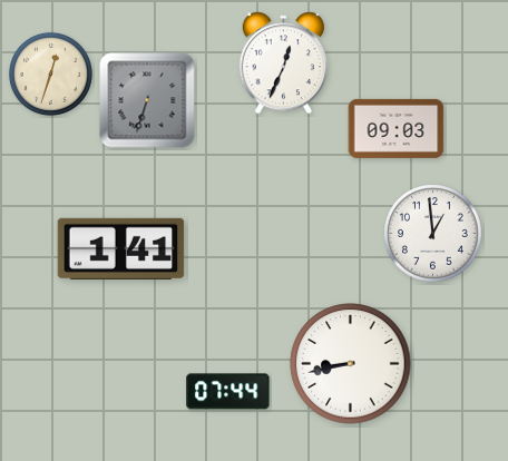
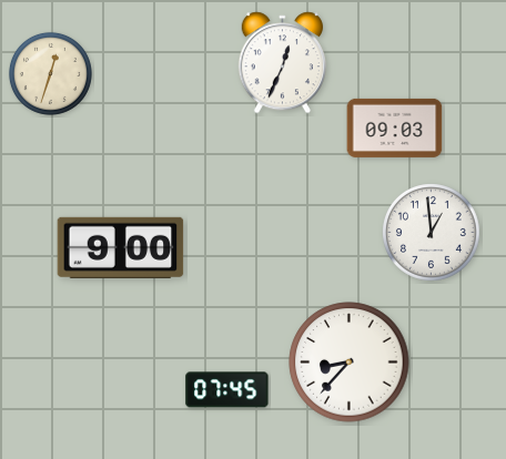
clock at (147, 100): 6:33 -> none
clock at (121, 248): 1:41 -> 9:00
clock at (351, 364): 8:43 -> 8:37
clock at (228, 392): 07:44 -> 07:45
